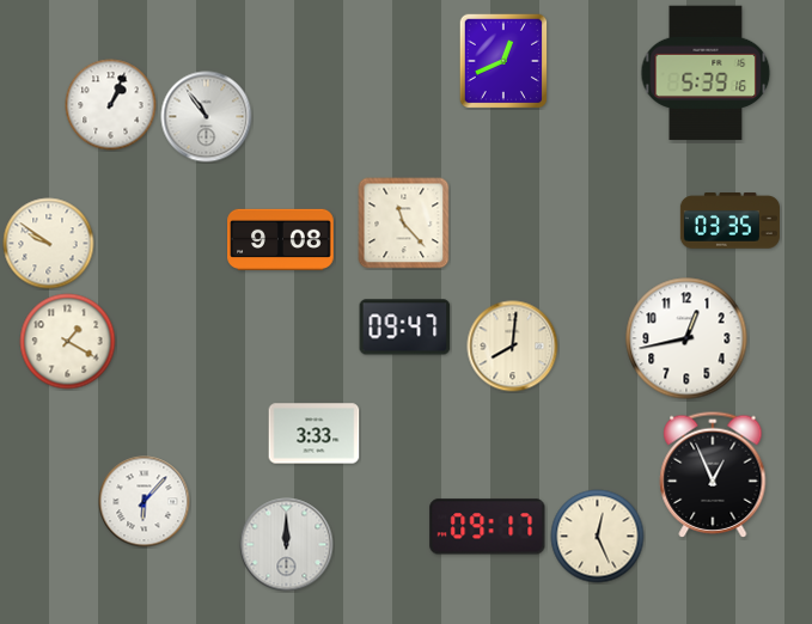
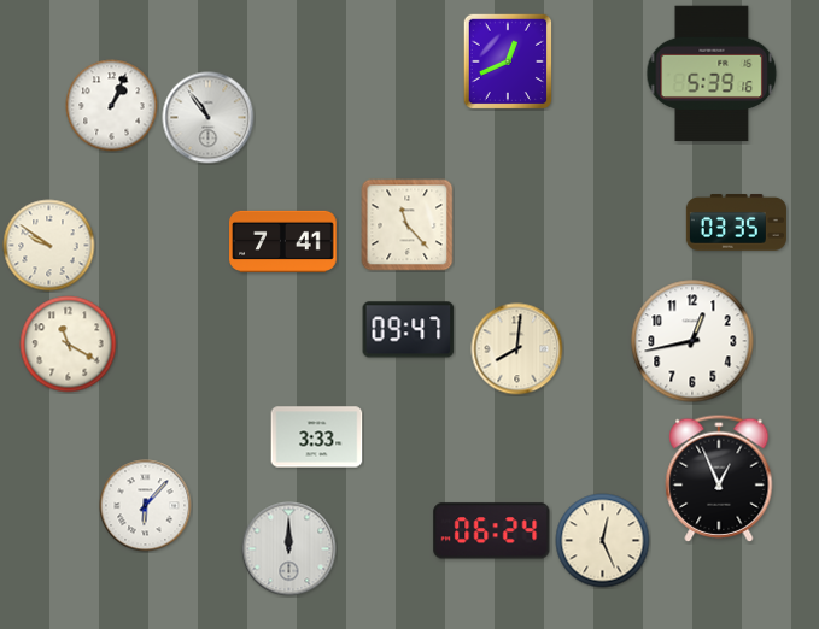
clock at (281, 239): 9:08 -> 7:41
clock at (68, 342): 1:20 -> 11:20
clock at (488, 527): 09:17 -> 06:24
